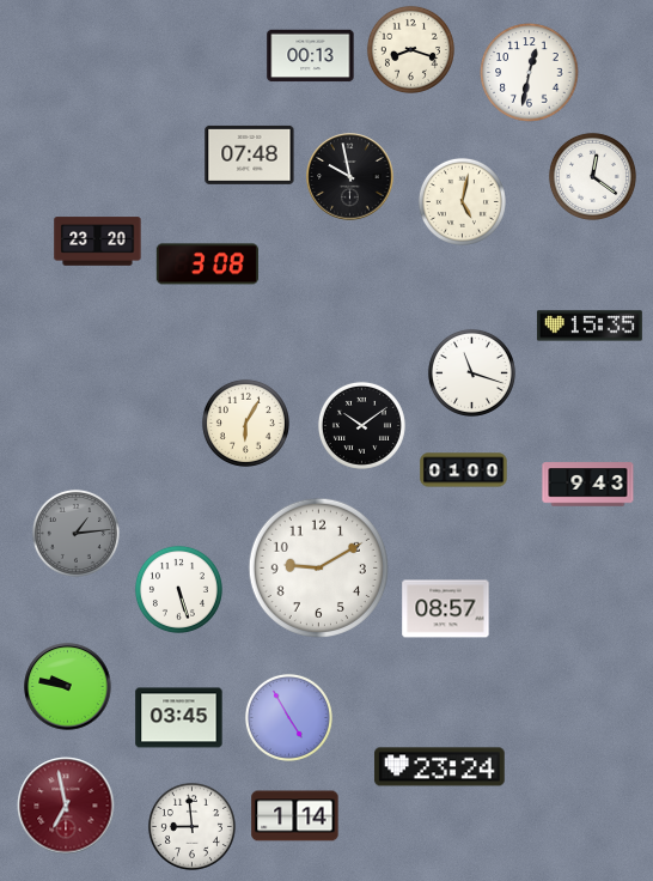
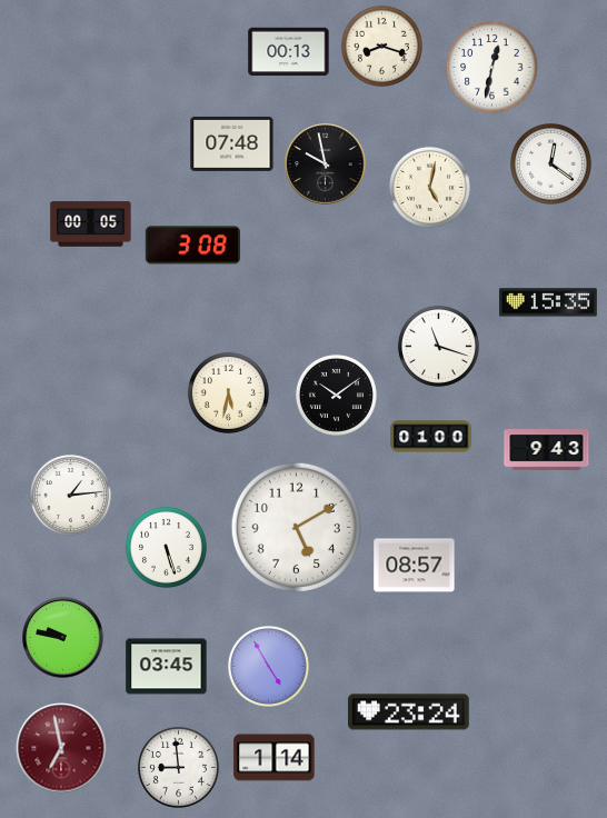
clock at (98, 242): 23:20 -> 00:05
clock at (245, 423): 6:05 -> 5:32
clock at (75, 533) dial: grey -> white
clock at (318, 567): 9:10 -> 5:10
